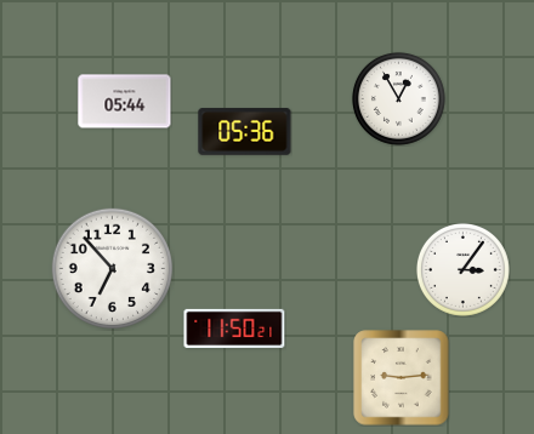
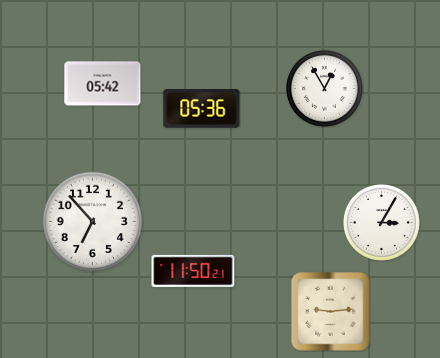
clock at (398, 98) position: (398, 98) -> (324, 88)
clock at (125, 102): 05:44 -> 05:42
clock at (462, 269): 3:06 -> 3:05
